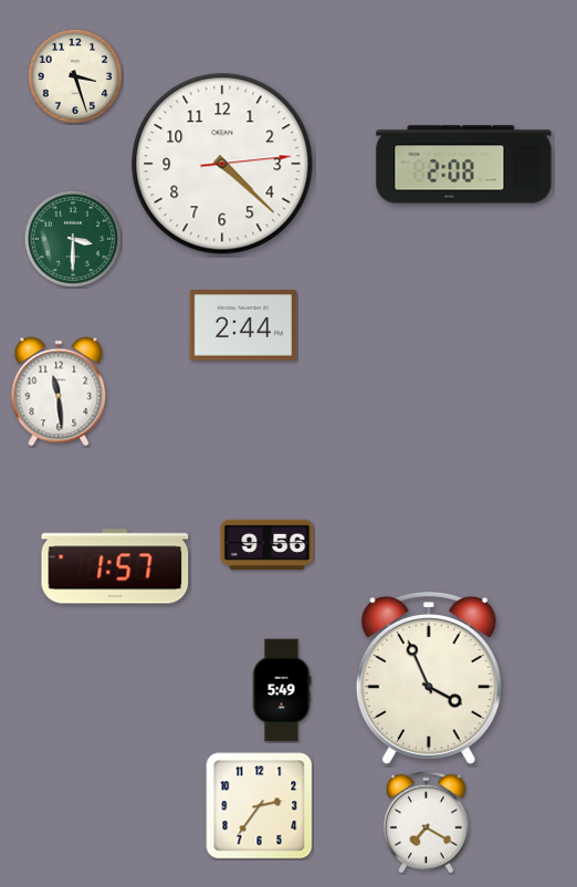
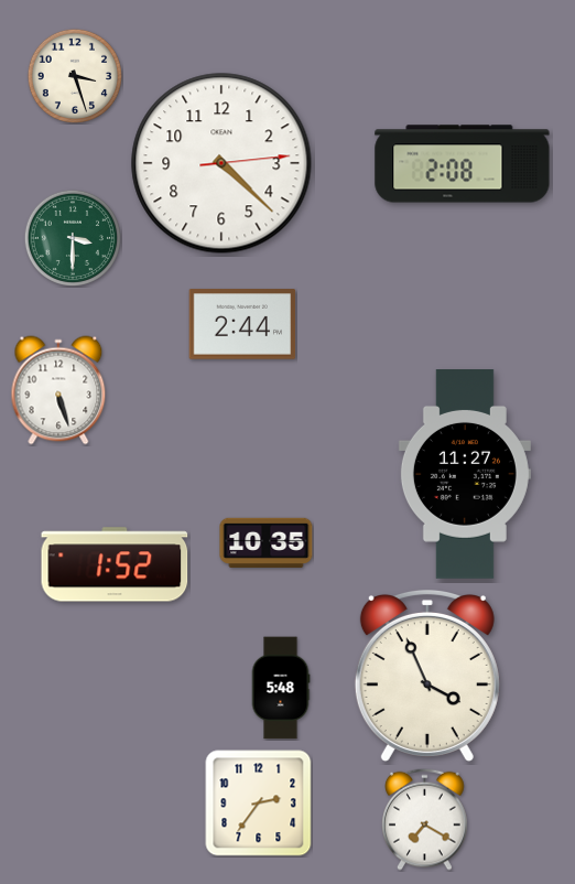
clock at (59, 392): 11:29 -> 5:27
clock at (465, 475): none -> 11:27
clock at (267, 544): 9:56 -> 10:35
clock at (115, 566): 1:57 -> 1:52
clock at (282, 690): 5:49 -> 5:48
